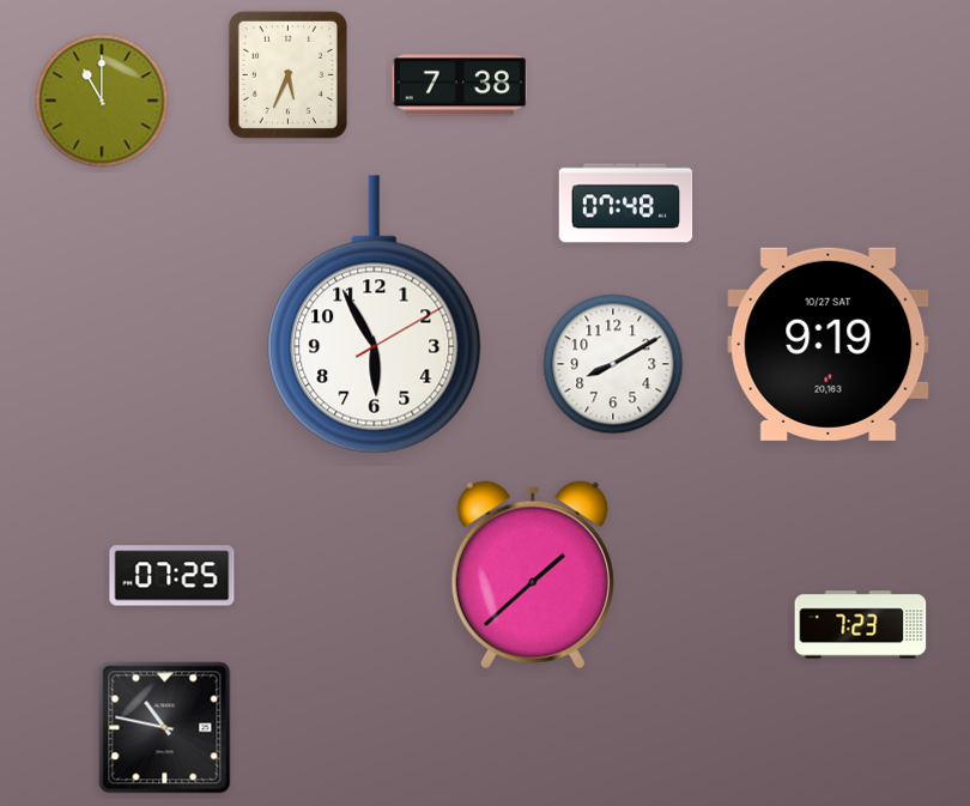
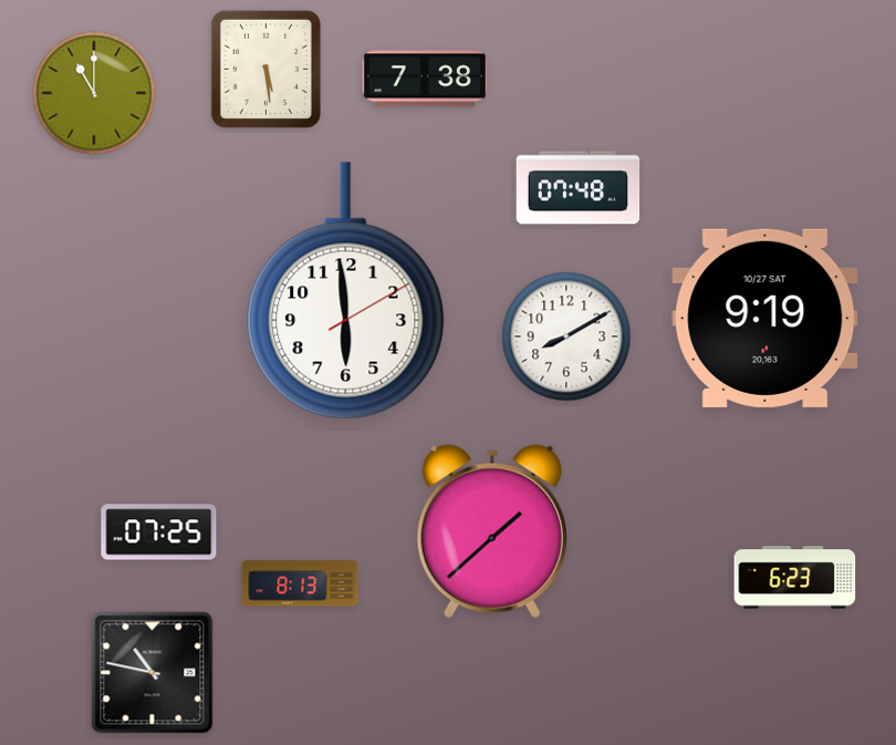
clock at (287, 74): 5:34 -> 5:29
clock at (375, 315): 5:55 -> 5:59
clock at (861, 625): 7:23 -> 6:23
clock at (300, 583): none -> 8:13
